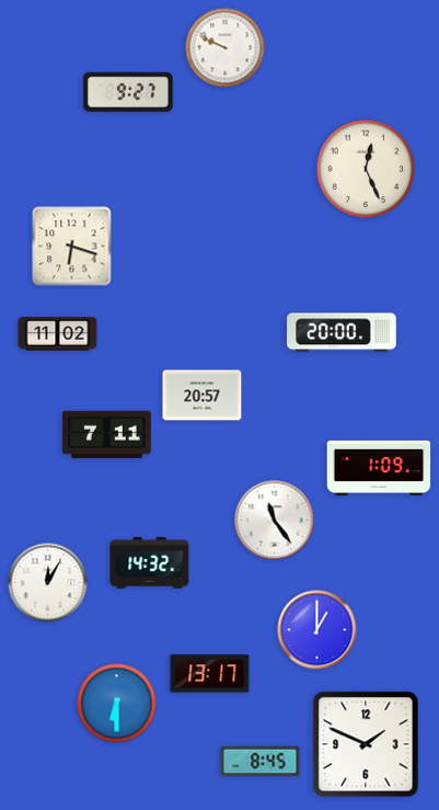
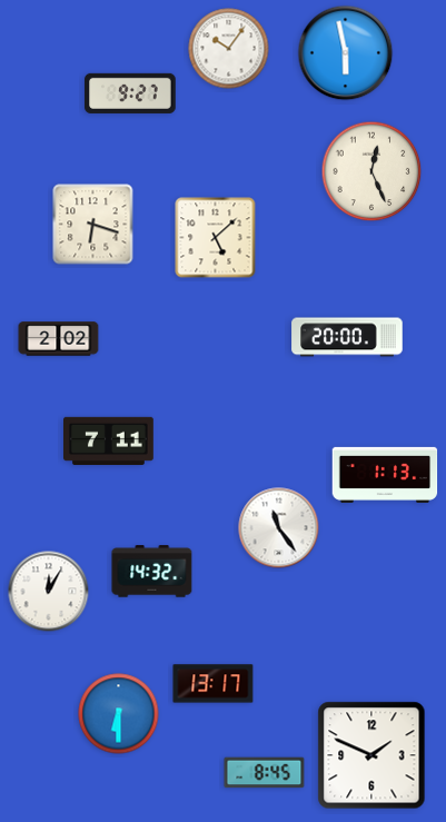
clock at (226, 48): 9:49 -> 10:06
clock at (346, 53): none -> 5:58
clock at (216, 238): none -> 5:08
clock at (72, 247) position: (72, 247) -> (93, 225)
clock at (58, 334): 11:02 -> 2:02
clock at (203, 396): 20:57 -> none
clock at (379, 468): 1:09 -> 1:13
clock at (317, 630): 1:00 -> none
